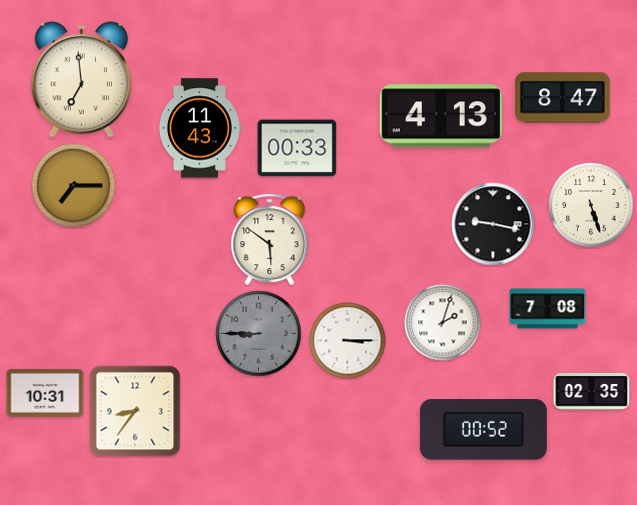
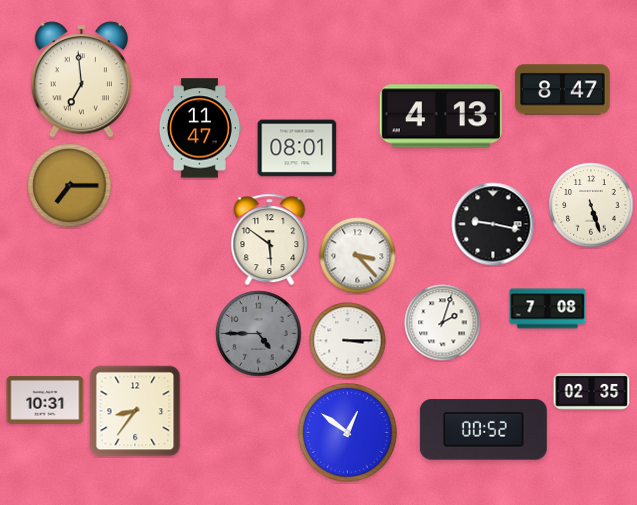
clock at (563, 98) position: (563, 98) -> (563, 90)
clock at (199, 128): 11:43 -> 11:47
clock at (297, 148): 00:33 -> 08:01
clock at (74, 186) position: (74, 186) -> (70, 186)
clock at (358, 256): none -> 3:23
clock at (259, 334): 8:45 -> 4:45
clock at (45, 393) position: (45, 393) -> (45, 400)
clock at (348, 433): none -> 12:51
